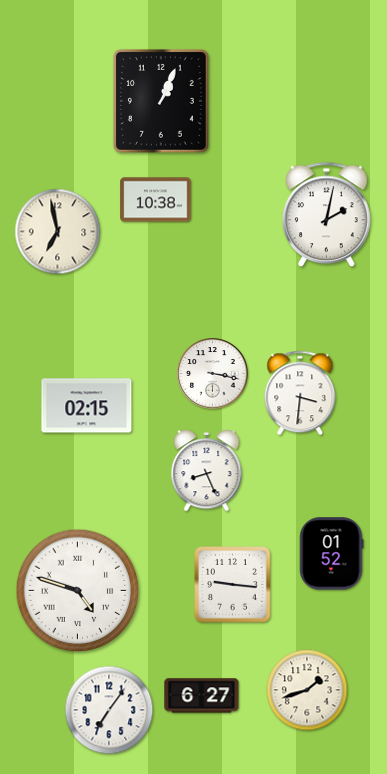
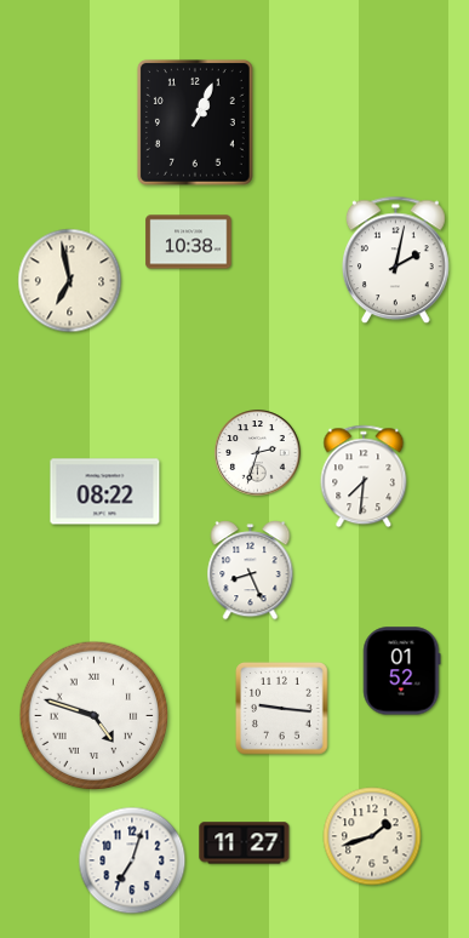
clock at (213, 374): 3:17 -> 2:33
clock at (300, 393): 3:31 -> 7:31
clock at (87, 406): 02:15 -> 08:22
clock at (202, 696): 6:27 -> 11:27
clock at (109, 710): 7:06 -> 7:03
